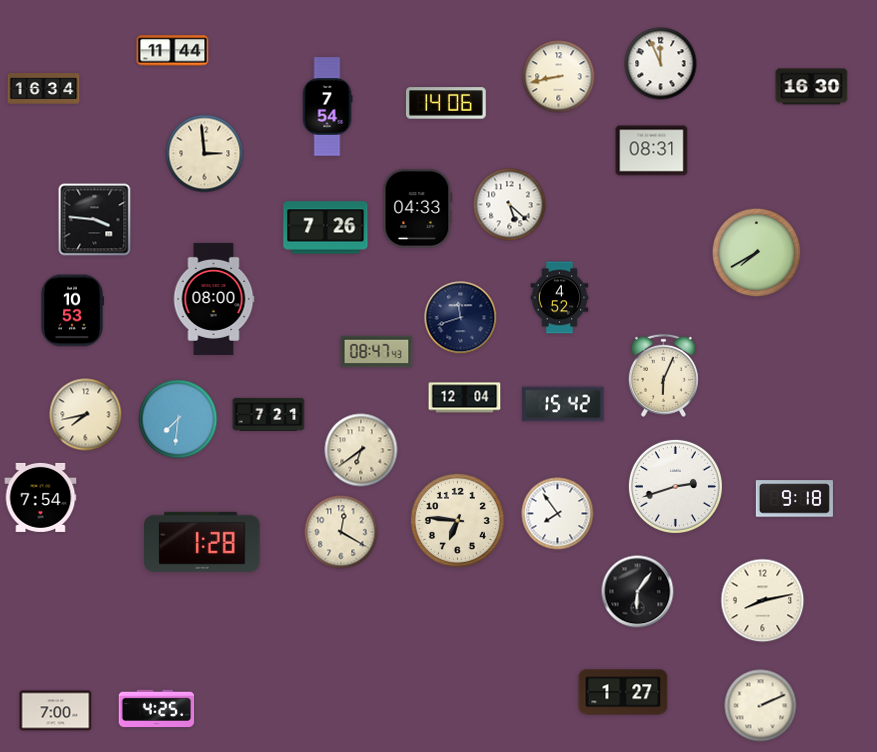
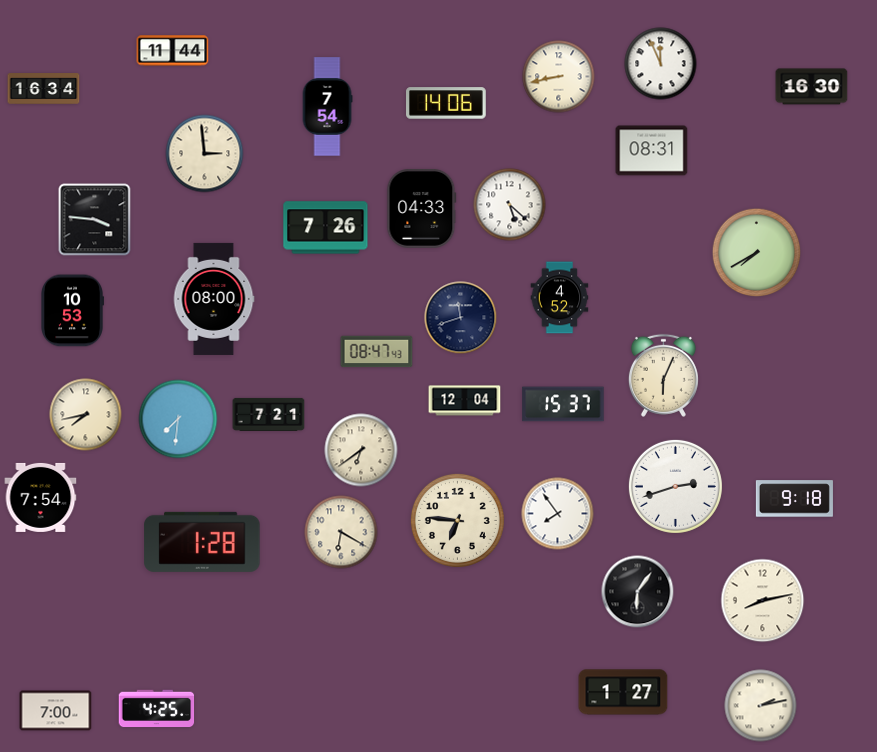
clock at (418, 208) position: (418, 208) -> (422, 208)
clock at (465, 398) position: (465, 398) -> (465, 401)
clock at (563, 404): 15:42 -> 15:37
clock at (341, 532): 12:20 -> 6:20
clock at (761, 706): 2:11 -> 2:13
